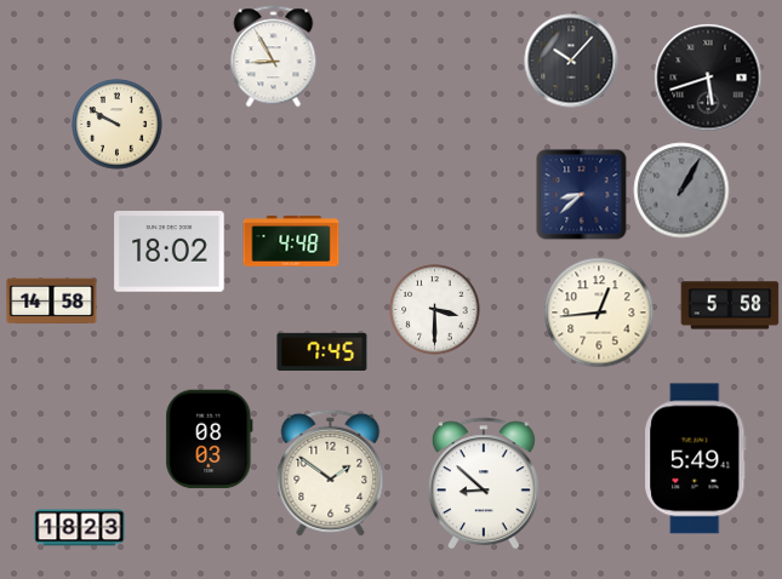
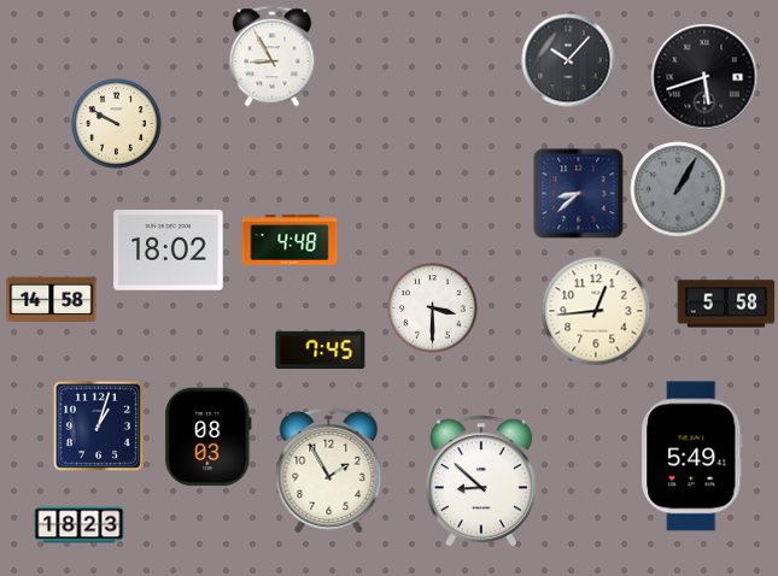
clock at (98, 425): none -> 1:03
clock at (331, 472): 1:51 -> 1:55
